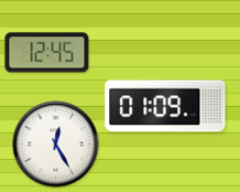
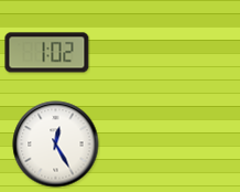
clock at (47, 53): 12:45 -> 1:02
clock at (165, 106): 01:09 -> none
